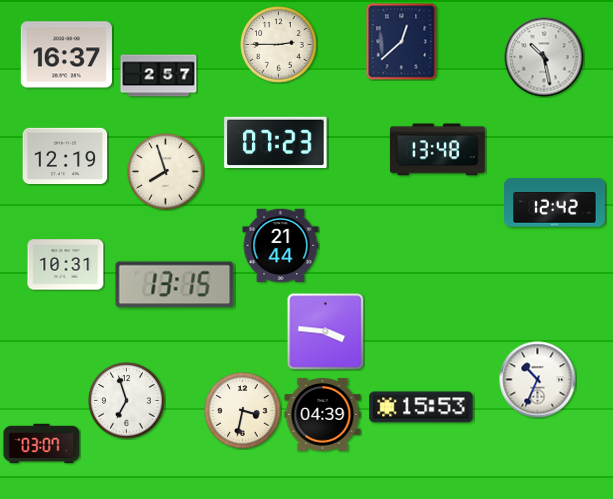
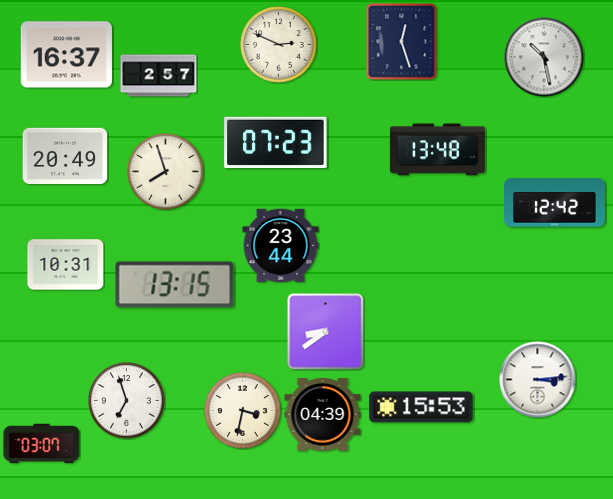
clock at (402, 41): 12:38 -> 12:27
clock at (279, 45): 2:45 -> 2:49
clock at (65, 155): 12:19 -> 20:49
clock at (281, 245): 21:44 -> 23:44
clock at (326, 332): 3:46 -> 8:39
clock at (538, 380): 10:34 -> 3:14
